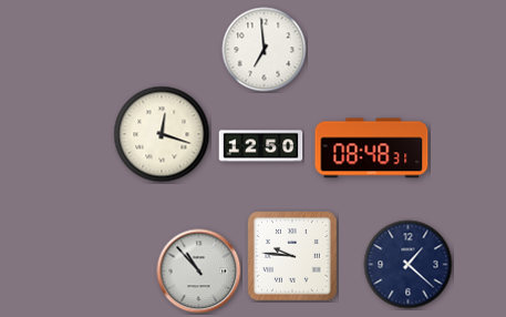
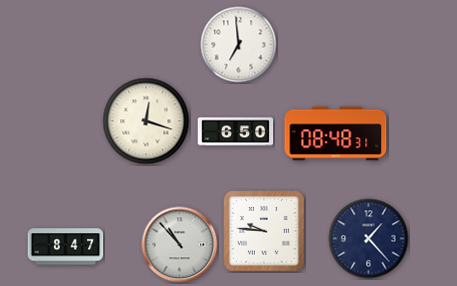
clock at (261, 146): 12:50 -> 6:50
clock at (409, 265): 1:22 -> 1:23
clock at (66, 247): none -> 8:47
